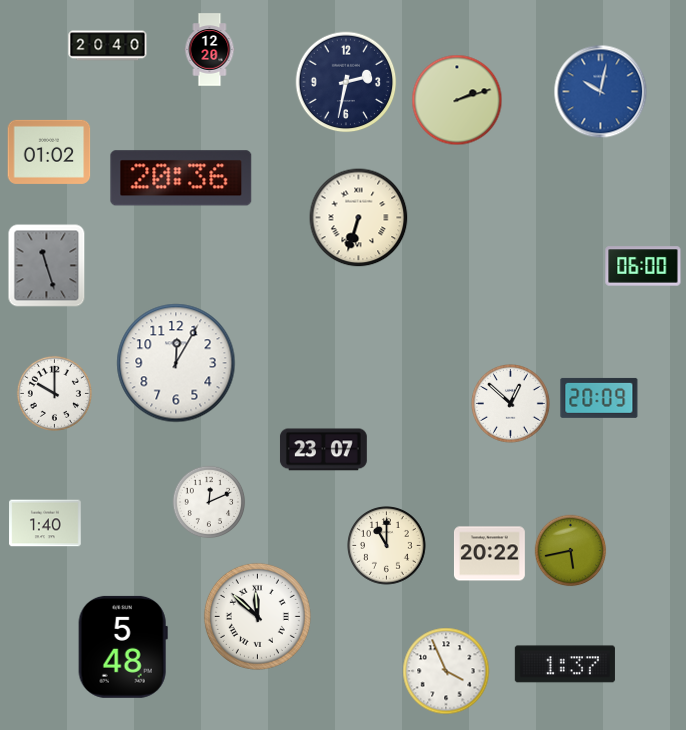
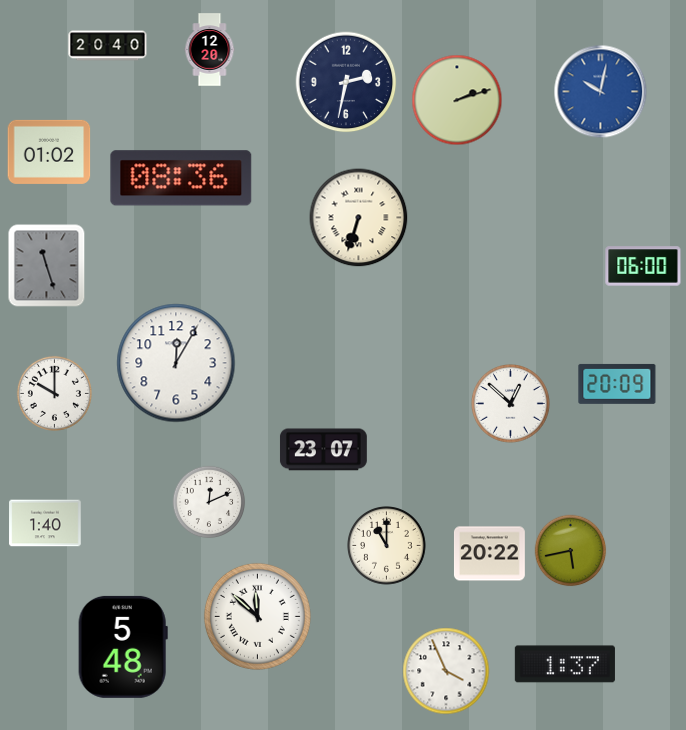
clock at (181, 178): 20:36 -> 08:36
clock at (599, 398) position: (599, 398) -> (617, 384)
